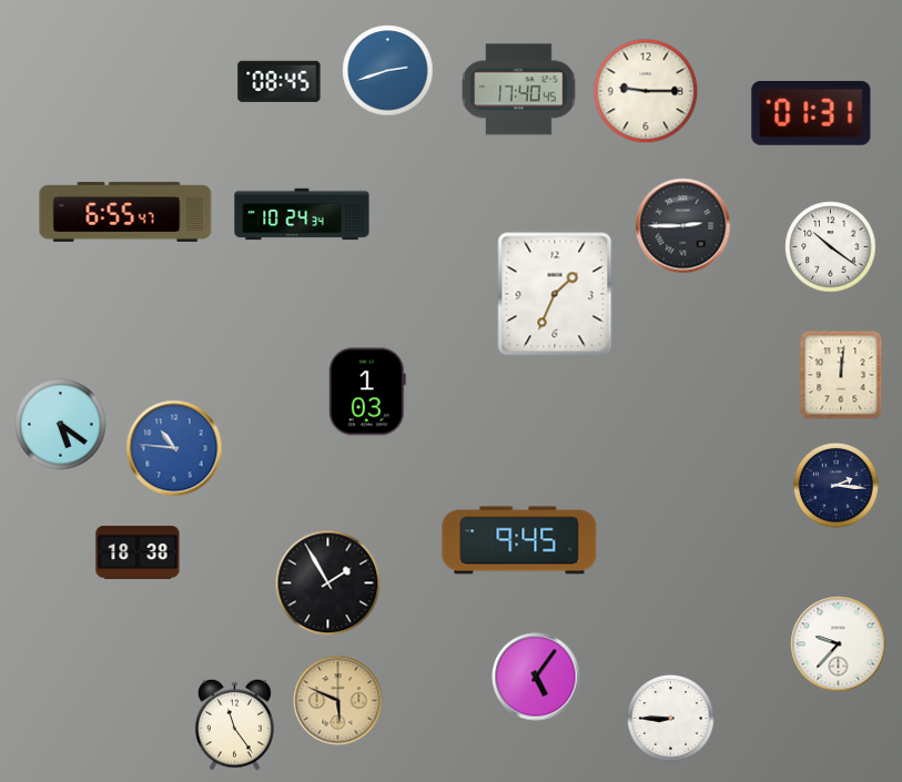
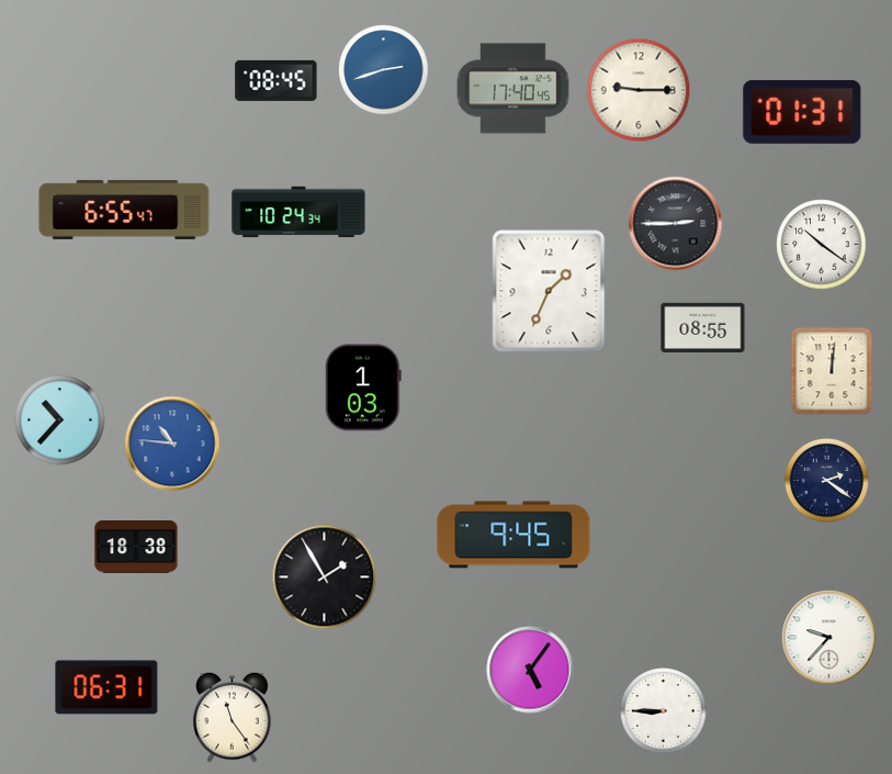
clock at (703, 327): none -> 08:55
clock at (61, 425): 5:21 -> 10:37
clock at (837, 486): 2:16 -> 2:21
clock at (106, 687): none -> 06:31
clock at (338, 701): 5:49 -> none
